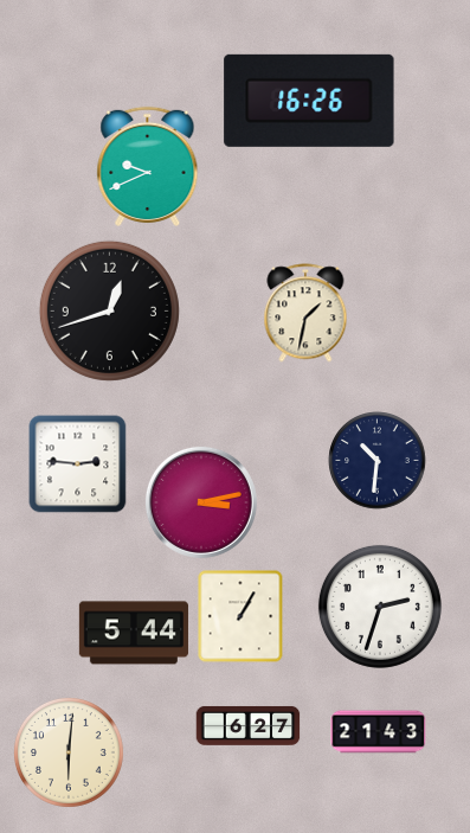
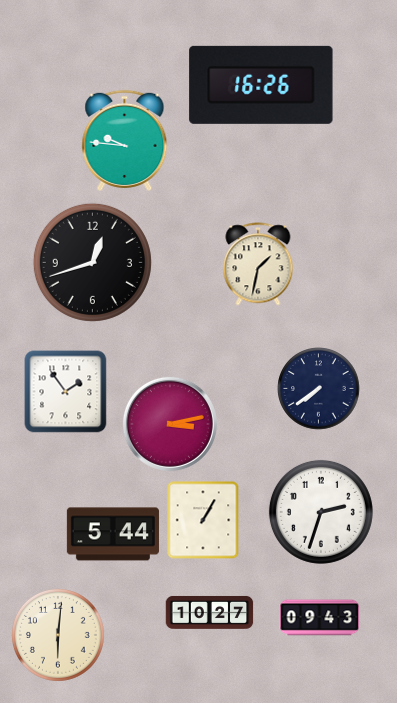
clock at (148, 166): 9:41 -> 9:46
clock at (378, 461): 10:31 -> 7:39
clock at (78, 464): 2:46 -> 1:54
clock at (249, 725): 6:27 -> 10:27
clock at (379, 732): 21:43 -> 09:43
